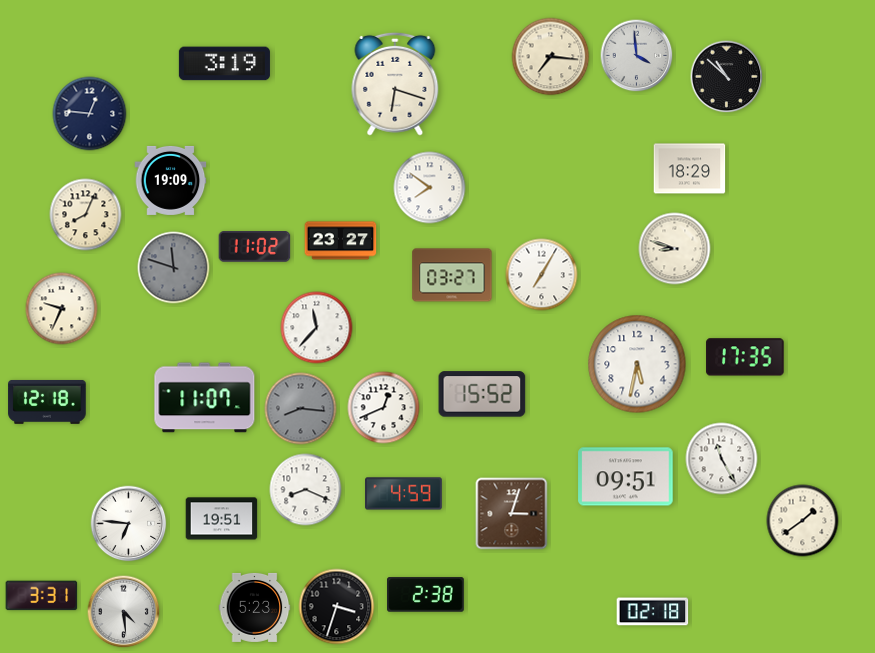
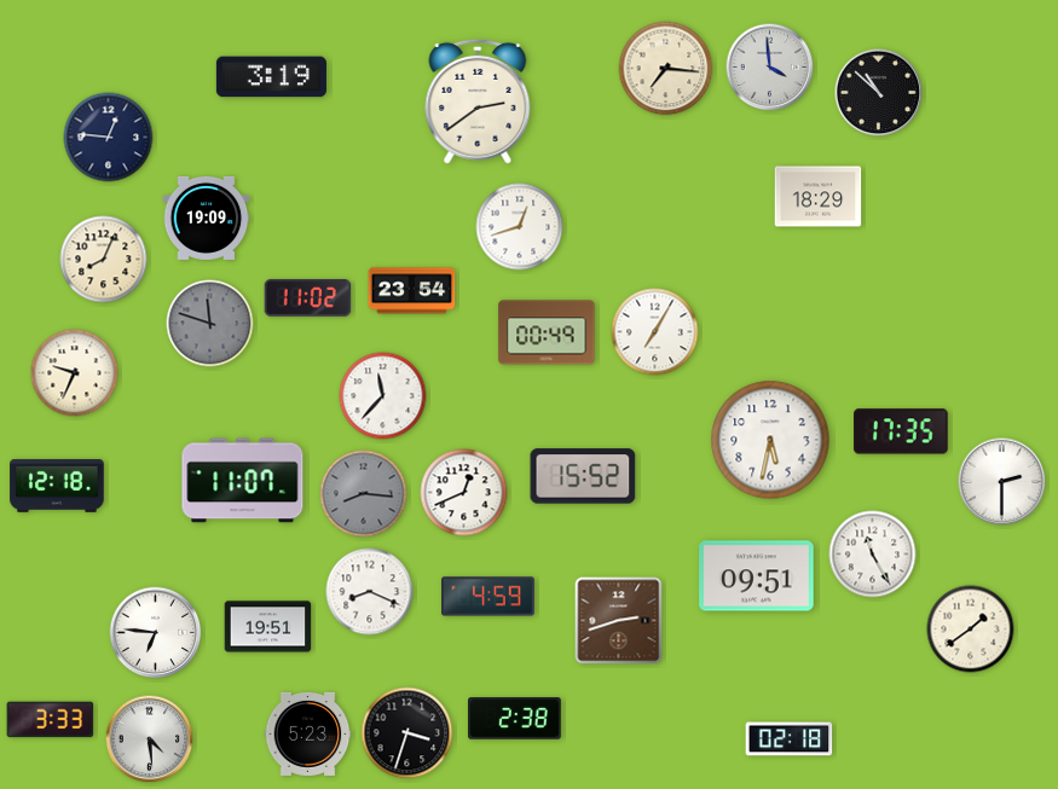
clock at (395, 84): 6:18 -> 2:39
clock at (690, 169) position: (690, 169) -> (819, 197)
clock at (430, 188): 7:51 -> 12:42
clock at (341, 241): 23:27 -> 23:54
clock at (675, 249): 8:48 -> none
clock at (452, 275): 03:27 -> 00:49
clock at (205, 398) position: (205, 398) -> (243, 481)
clock at (1002, 482): none -> 2:30
clock at (512, 514): 3:03 -> 2:42
clock at (42, 596): 3:31 -> 3:33
